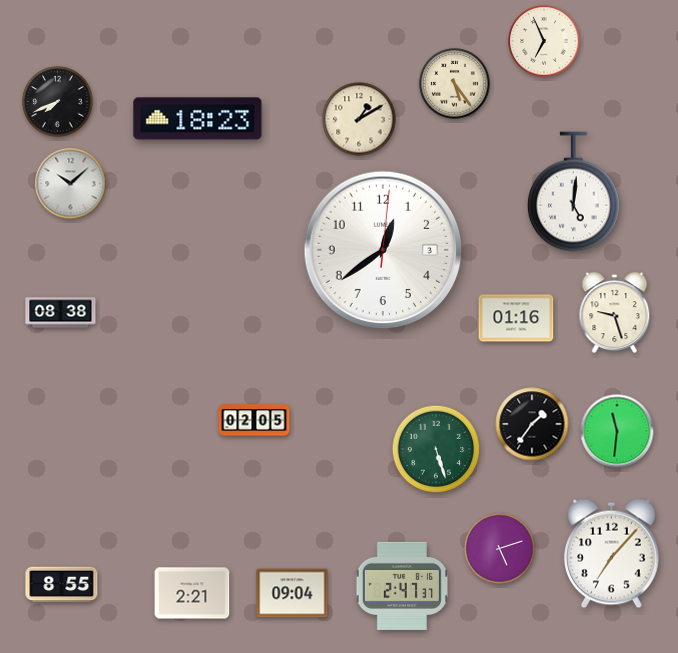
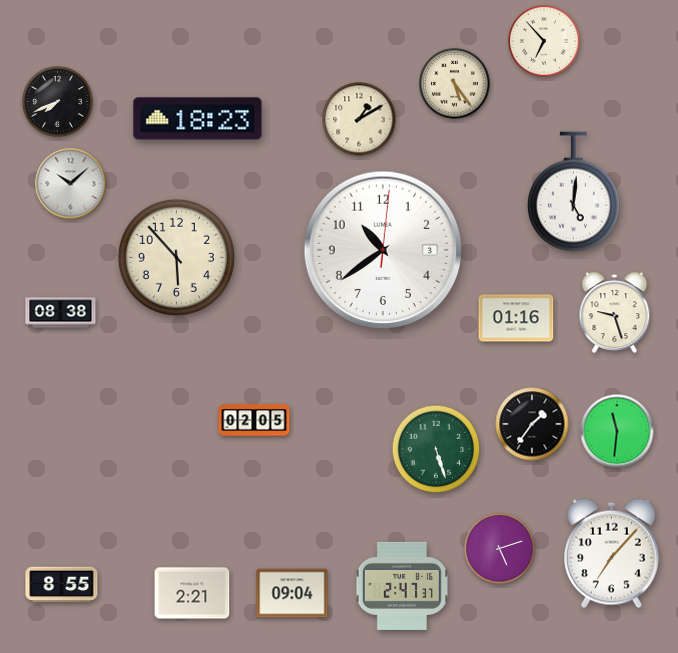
clock at (544, 41): 6:56 -> 6:53
clock at (383, 250): 12:39 -> 10:39
clock at (176, 257): none -> 5:53
